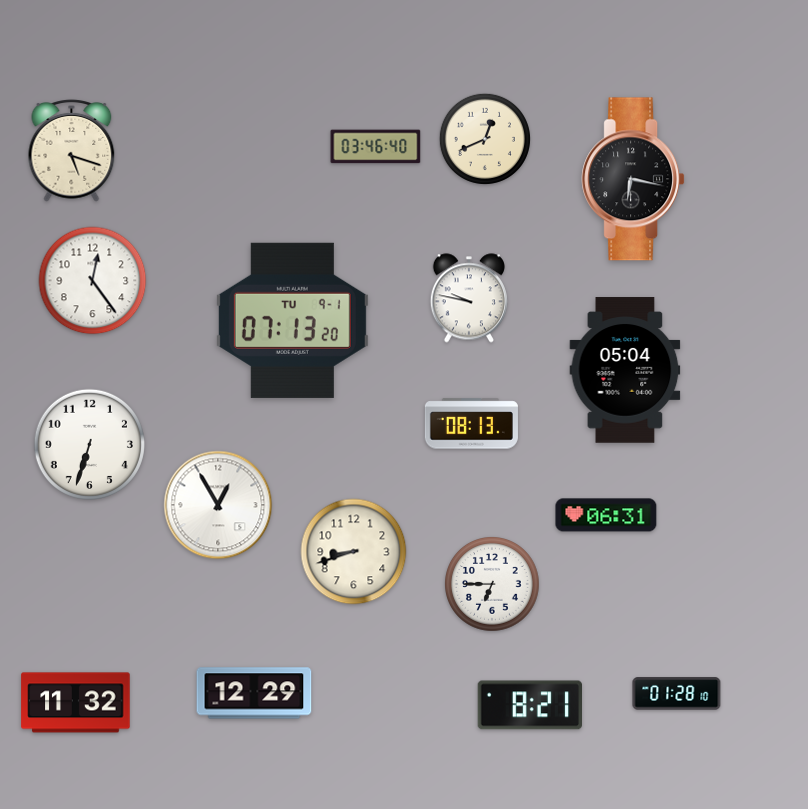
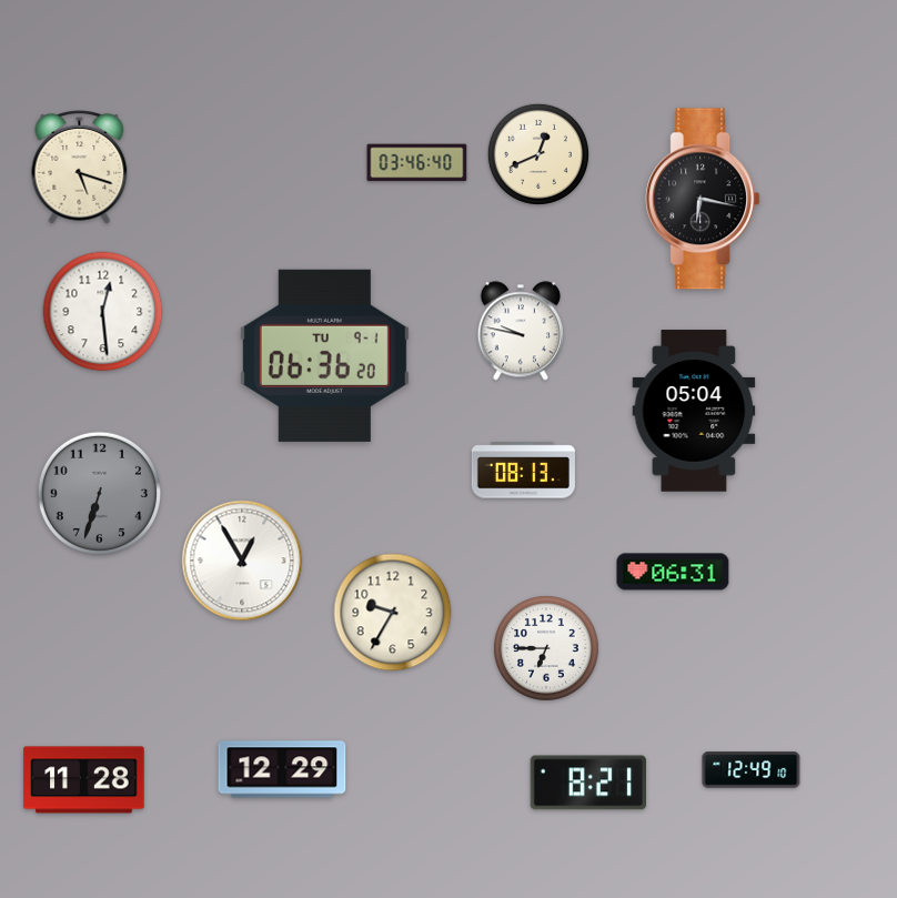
clock at (93, 281): 12:24 -> 12:29
clock at (292, 320): 07:13 -> 06:36
clock at (89, 444) dial: white -> grey
clock at (354, 552): 8:42 -> 9:35
clock at (677, 694): 01:28 -> 12:49
clock at (76, 703): 11:32 -> 11:28
